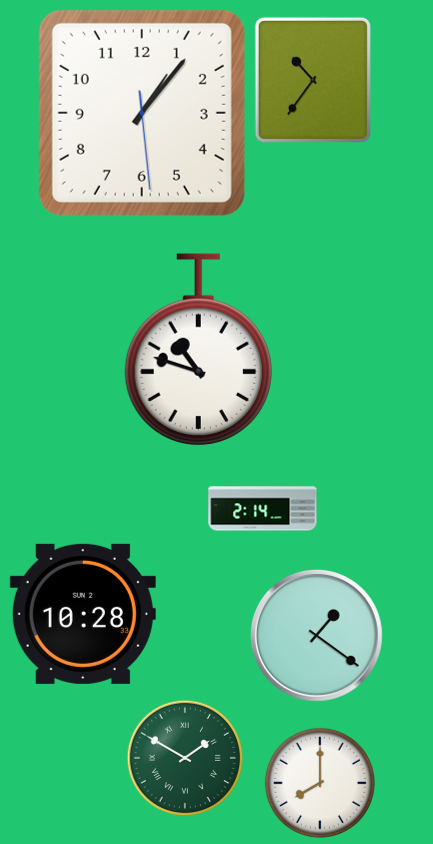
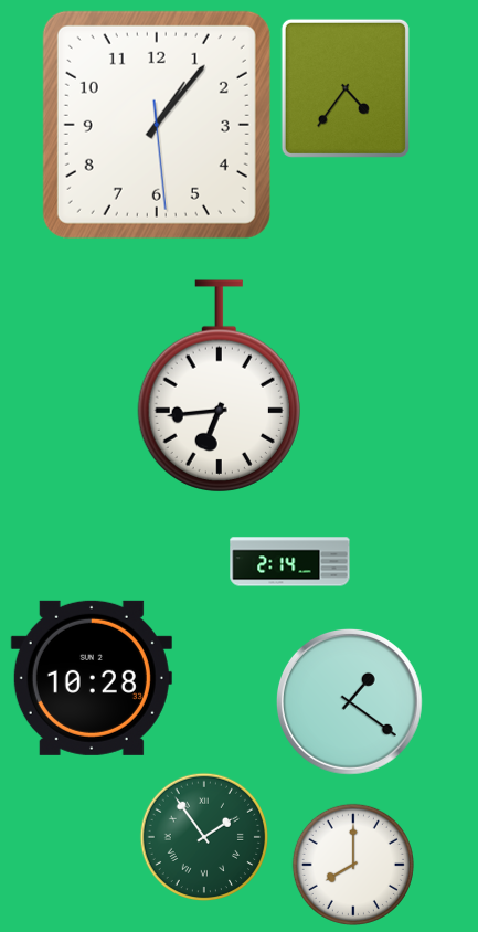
clock at (313, 80): 10:36 -> 4:36
clock at (198, 350): 10:48 -> 6:44
clock at (185, 758): 1:50 -> 1:54
